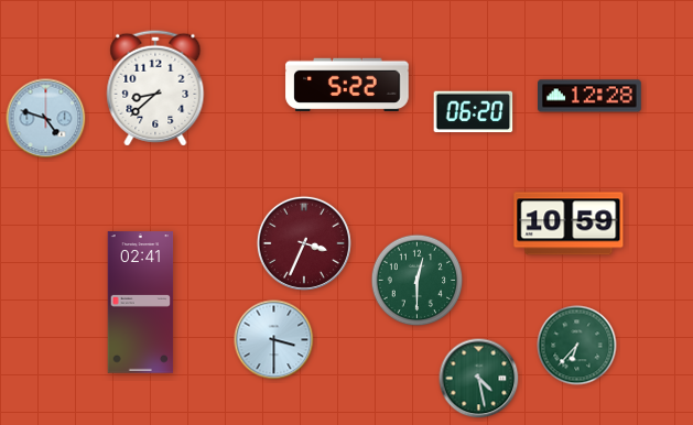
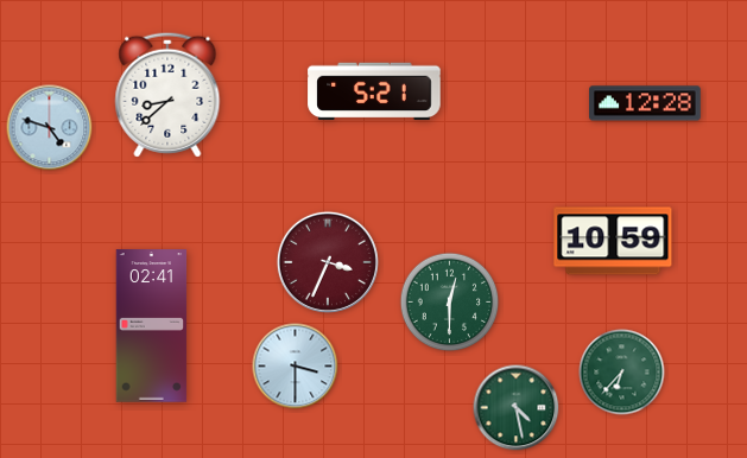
clock at (347, 85): 5:22 -> 5:21
clock at (591, 96) position: (591, 96) -> (646, 103)
clock at (474, 112): 06:20 -> none
